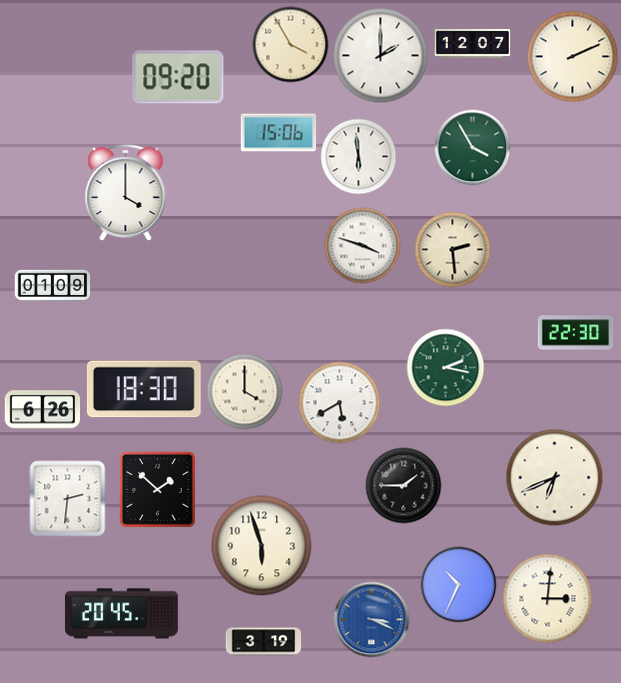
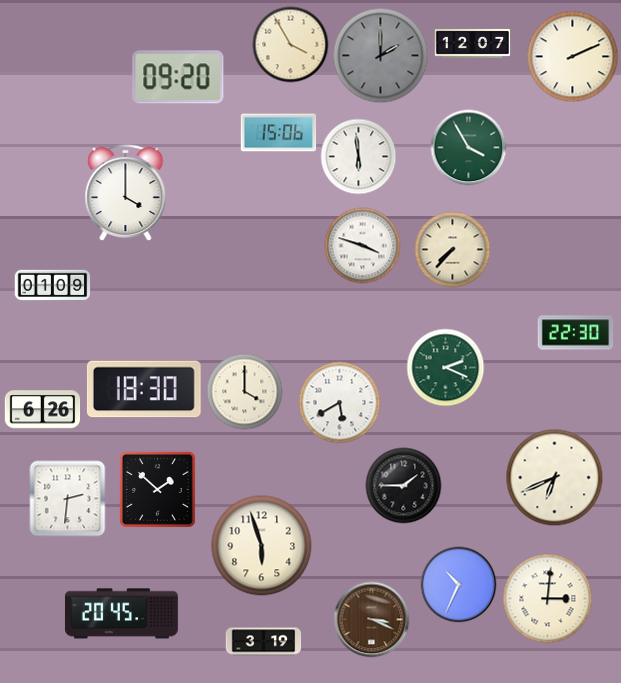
clock at (381, 56) dial: white -> grey
clock at (473, 148) position: (473, 148) -> (469, 148)
clock at (453, 250): 2:29 -> 7:37
clock at (446, 368): 2:17 -> 2:19
clock at (372, 620) dial: blue -> brown
